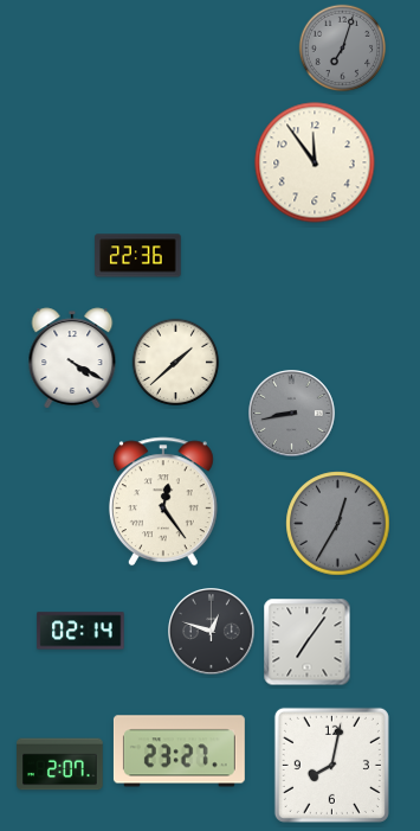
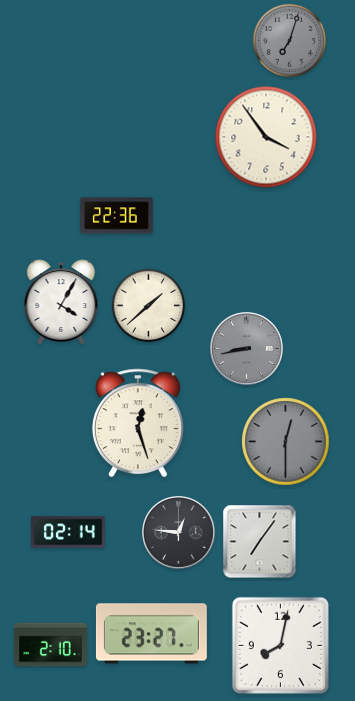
clock at (315, 162): 11:54 -> 3:54
clock at (72, 358): 4:20 -> 4:05
clock at (163, 501): 12:24 -> 12:27
clock at (338, 524): 12:35 -> 12:30
clock at (212, 632): 12:48 -> 12:46
clock at (60, 765): 2:07 -> 2:10
